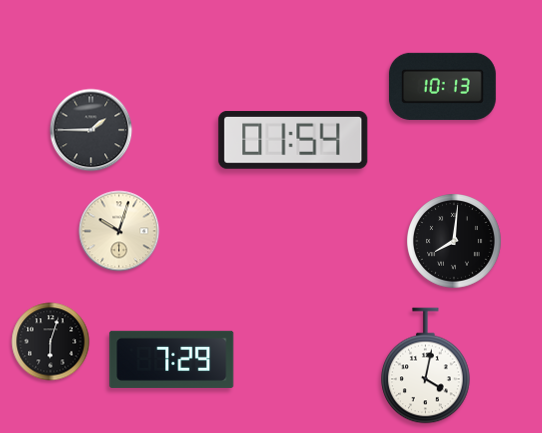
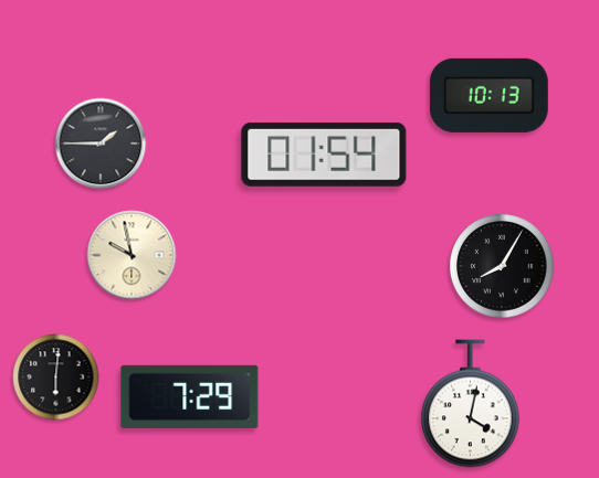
clock at (119, 231): 10:03 -> 9:58
clock at (454, 241): 8:01 -> 8:05
clock at (51, 342): 6:03 -> 6:01
